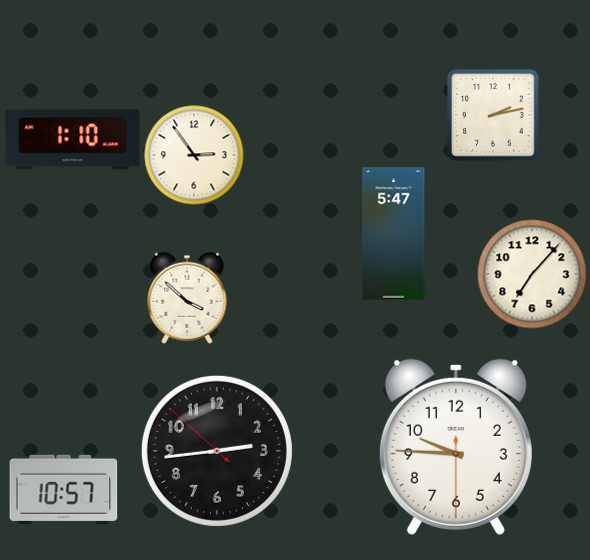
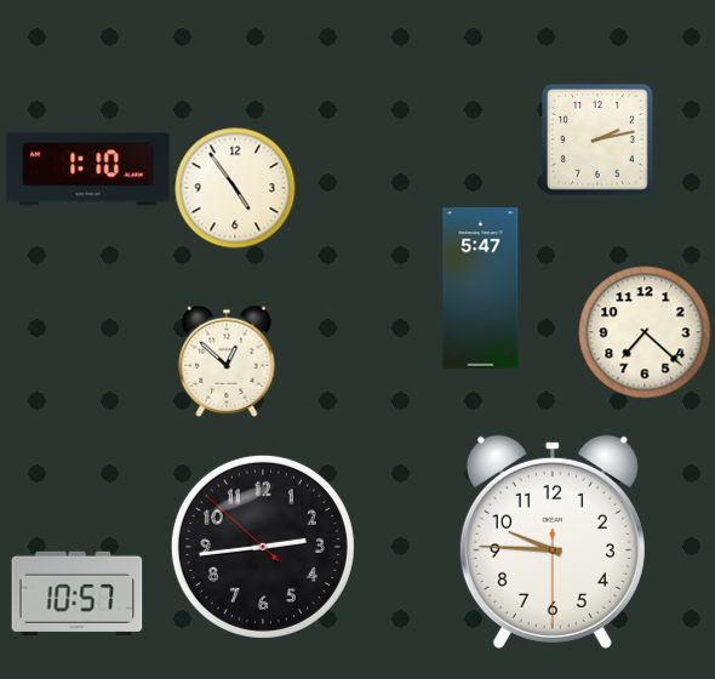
clock at (194, 155): 2:54 -> 4:54
clock at (394, 234) position: (394, 234) -> (481, 289)
clock at (532, 274): 7:07 -> 7:22
clock at (187, 298): 3:52 -> 12:52
